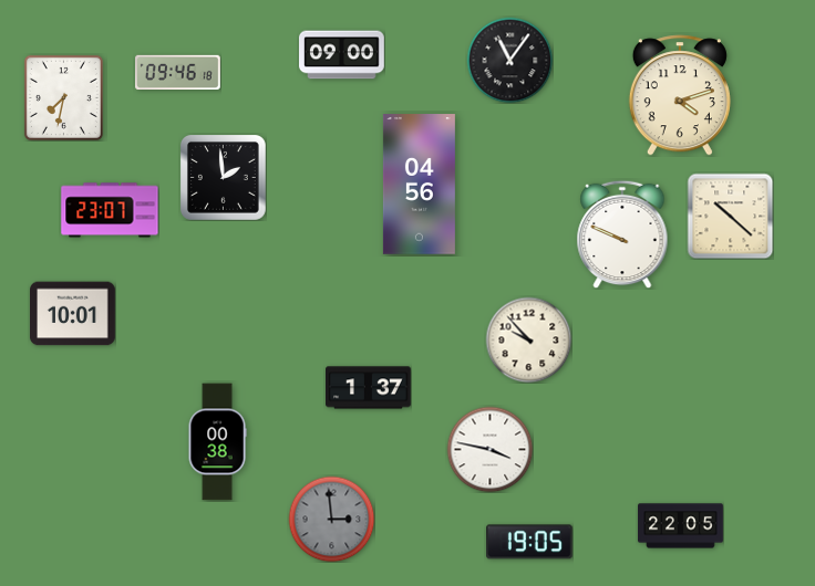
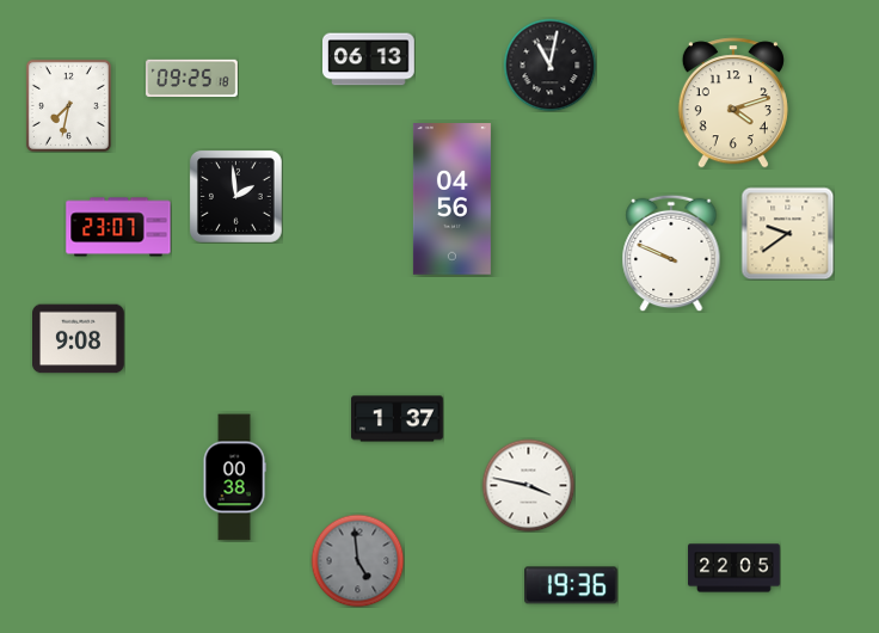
clock at (342, 55): 09:00 -> 06:13
clock at (509, 60): 11:06 -> 11:02
clock at (178, 73): 09:46 -> 09:25
clock at (223, 177) position: (223, 177) -> (235, 196)
clock at (730, 216): 10:22 -> 9:39
clock at (73, 314): 10:01 -> 9:08
clock at (528, 339): 9:53 -> none
clock at (331, 519): 2:59 -> 4:59
clock at (530, 542): 19:05 -> 19:36
